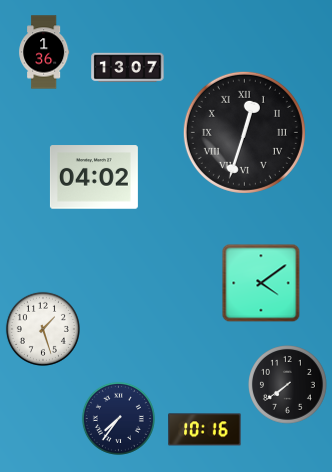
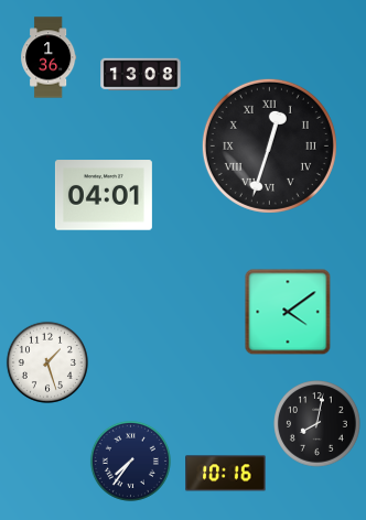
clock at (128, 68): 13:07 -> 13:08
clock at (94, 177): 04:02 -> 04:01
clock at (288, 385): 7:39 -> 8:02
